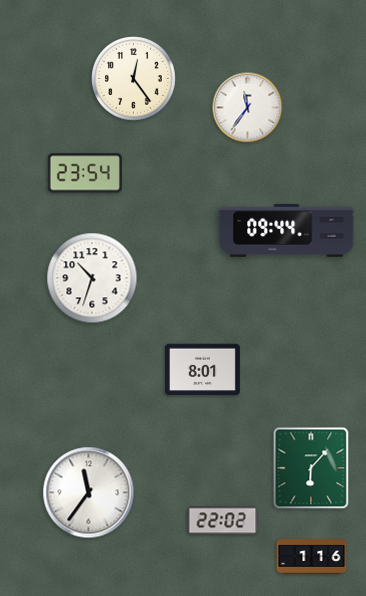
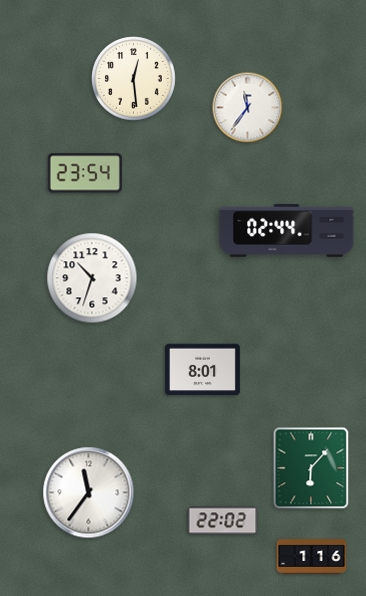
clock at (134, 79): 12:24 -> 12:29
clock at (287, 230): 09:44 -> 02:44
